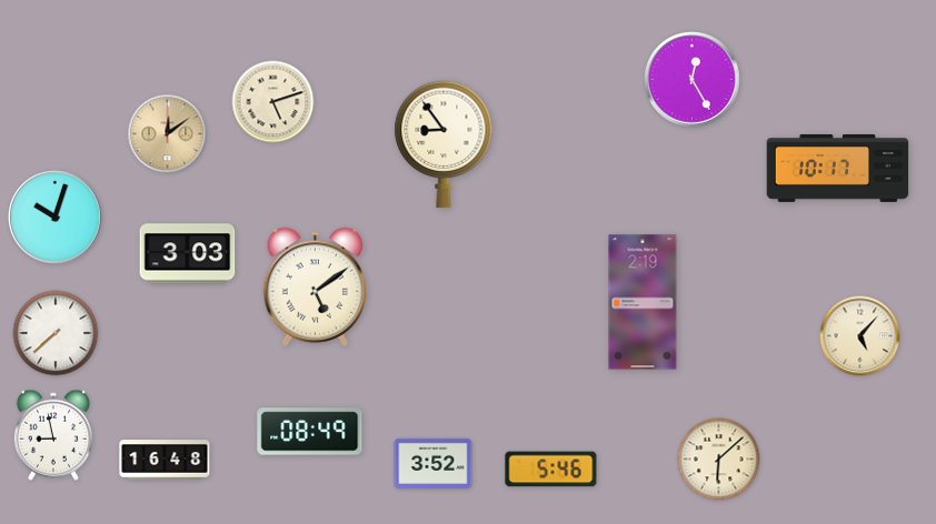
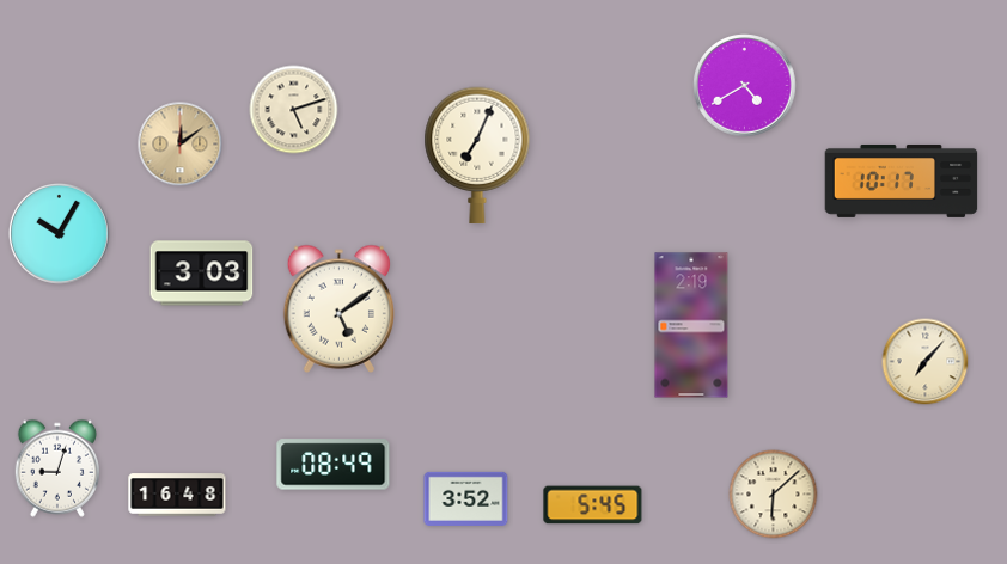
clock at (693, 80): 12:25 -> 4:40
clock at (444, 144): 8:54 -> 7:04
clock at (54, 216): 10:03 -> 10:05
clock at (56, 333): 7:38 -> none
clock at (860, 336): 5:07 -> 7:07
clock at (53, 435): 8:58 -> 9:03
clock at (551, 470): 5:46 -> 5:45
